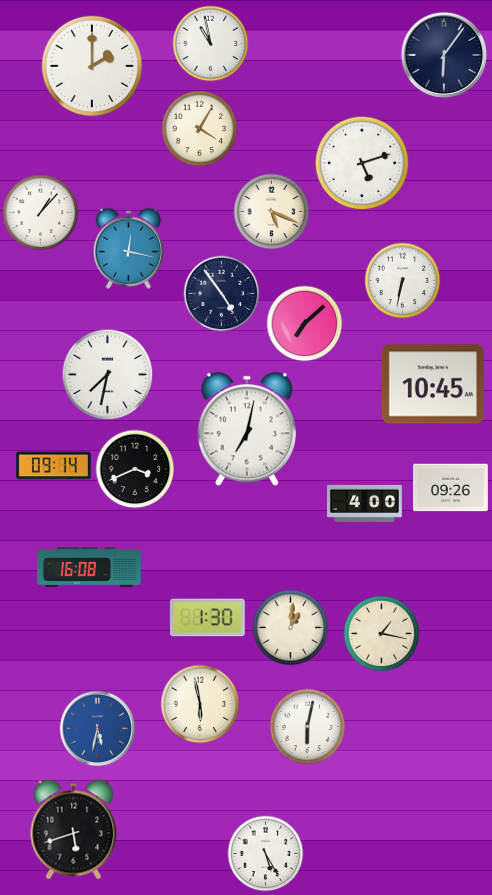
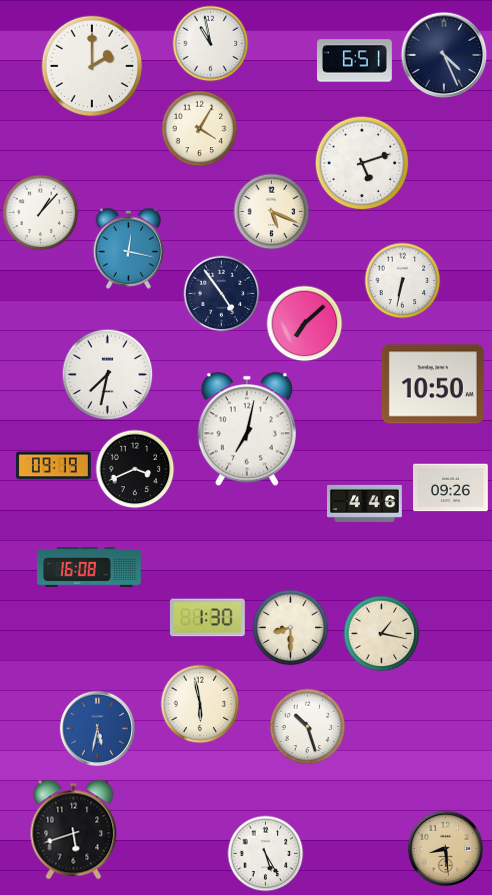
clock at (444, 55): 6:06 -> 4:26
clock at (355, 61): none -> 6:51
clock at (433, 384): 10:45 -> 10:50
clock at (54, 466): 09:14 -> 09:19
clock at (365, 503): 4:00 -> 4:46
clock at (291, 628): 1:01 -> 8:30
clock at (308, 727): 6:02 -> 10:27
clock at (445, 848): none -> 8:29
